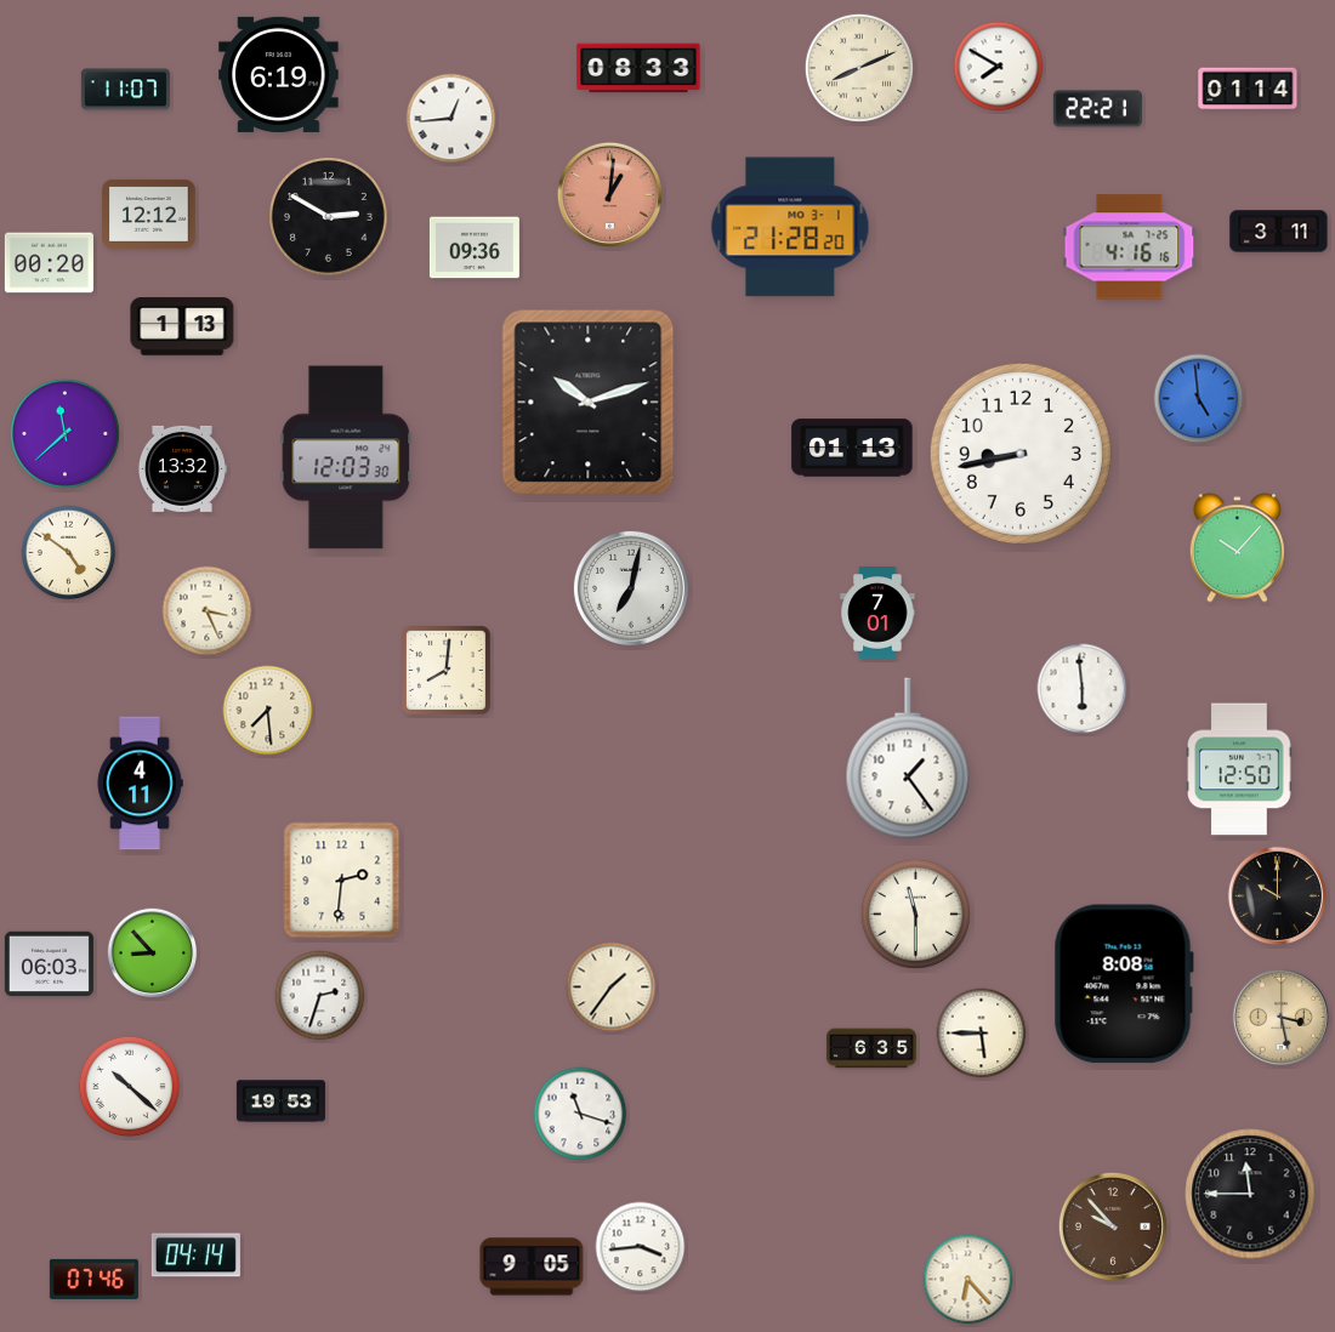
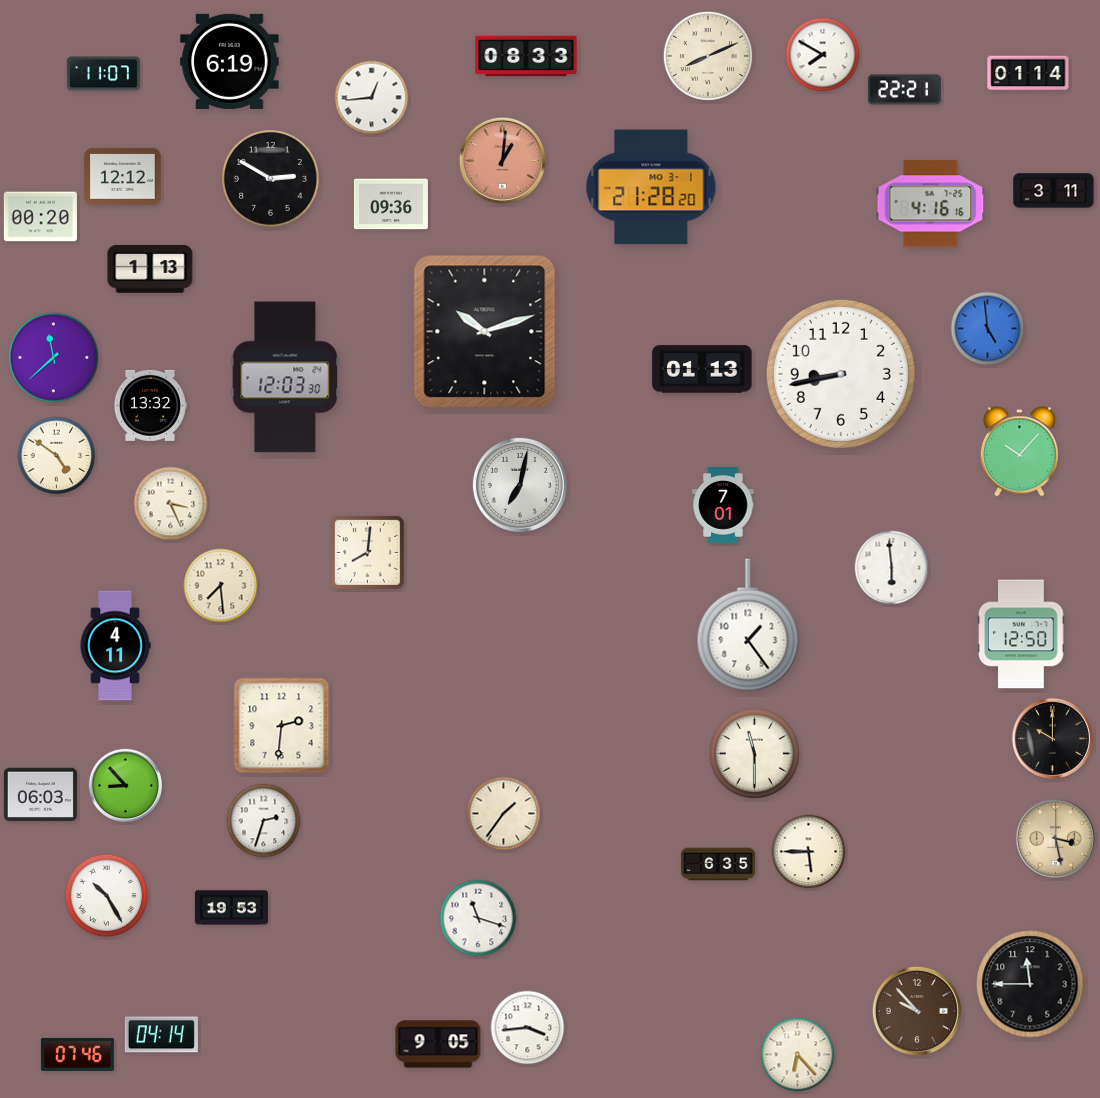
clock at (182, 468) position: (182, 468) -> (150, 405)
clock at (1124, 984): 8:08 -> none
clock at (130, 1087): 10:22 -> 10:25
